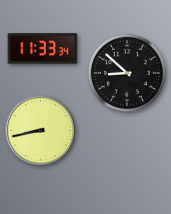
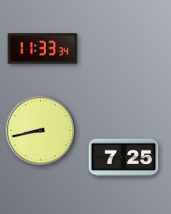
clock at (127, 73): 8:52 -> none
clock at (124, 158): none -> 7:25
